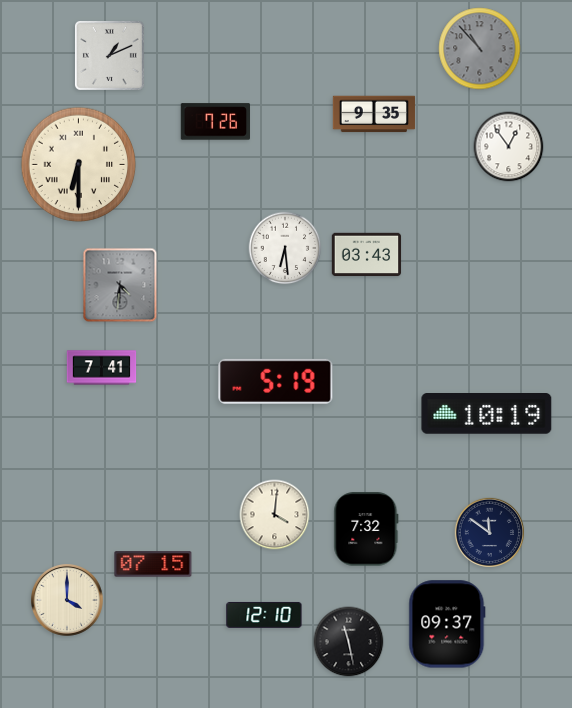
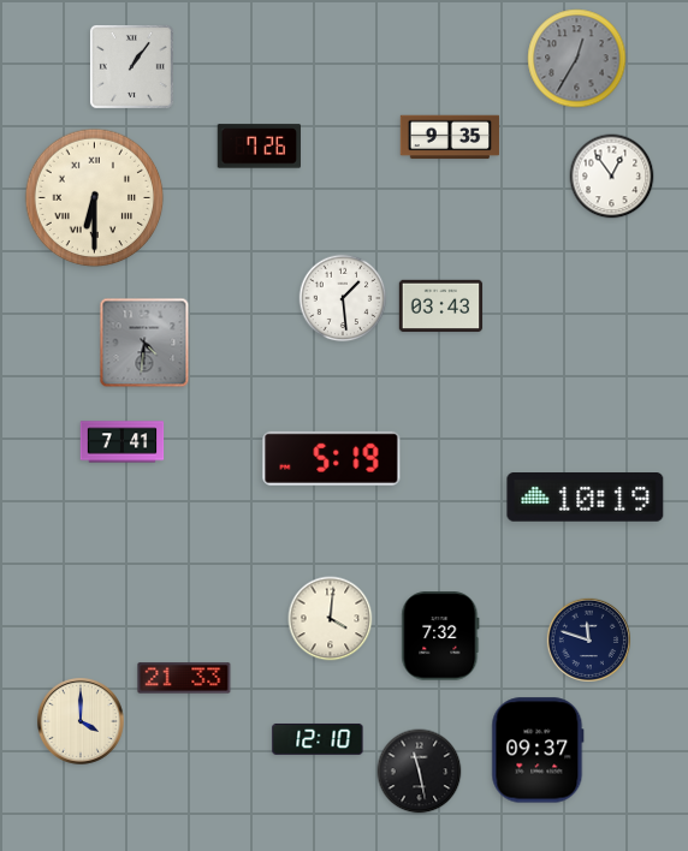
clock at (480, 49): 10:53 -> 12:35
clock at (110, 56): 1:11 -> 1:06
clock at (285, 248): 6:29 -> 1:29
clock at (489, 532): 11:51 -> 11:48
clock at (153, 564): 07:15 -> 21:33
